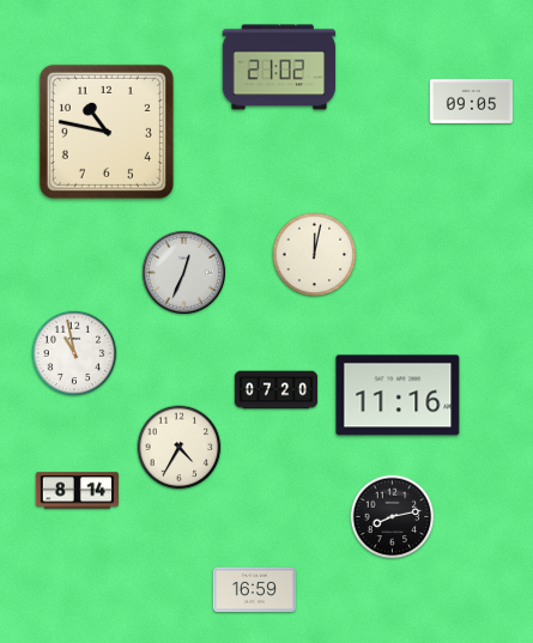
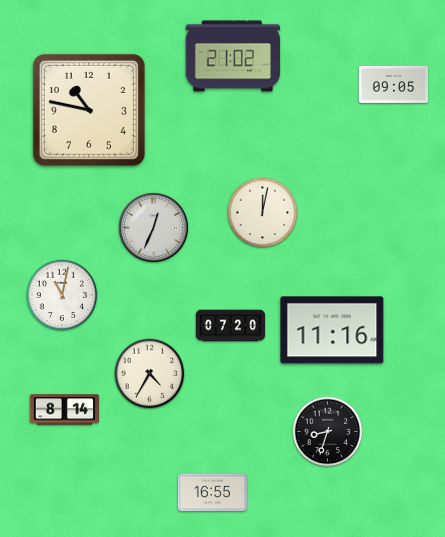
clock at (74, 353): 10:58 -> 11:02
clock at (393, 517): 8:13 -> 8:33
clock at (254, 590): 16:59 -> 16:55
